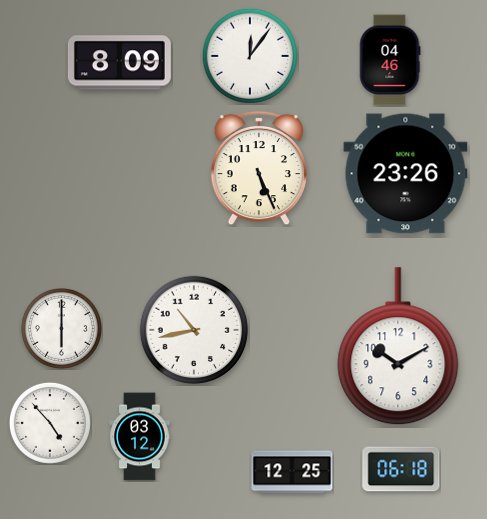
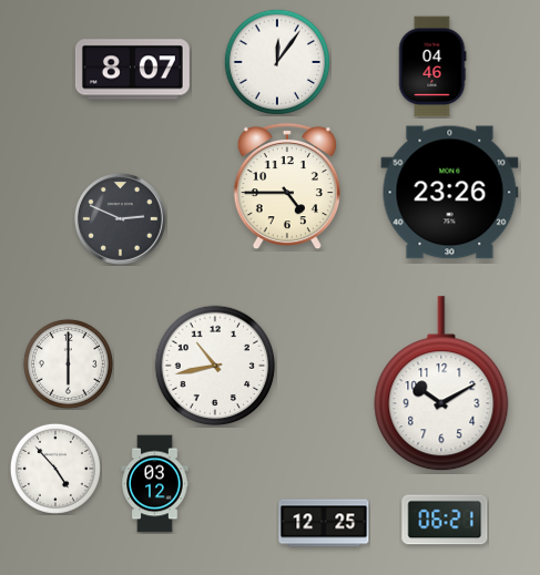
clock at (119, 63): 8:09 -> 8:07
clock at (259, 168): 5:26 -> 4:45
clock at (120, 218): none -> 2:49
clock at (401, 469): 06:18 -> 06:21
